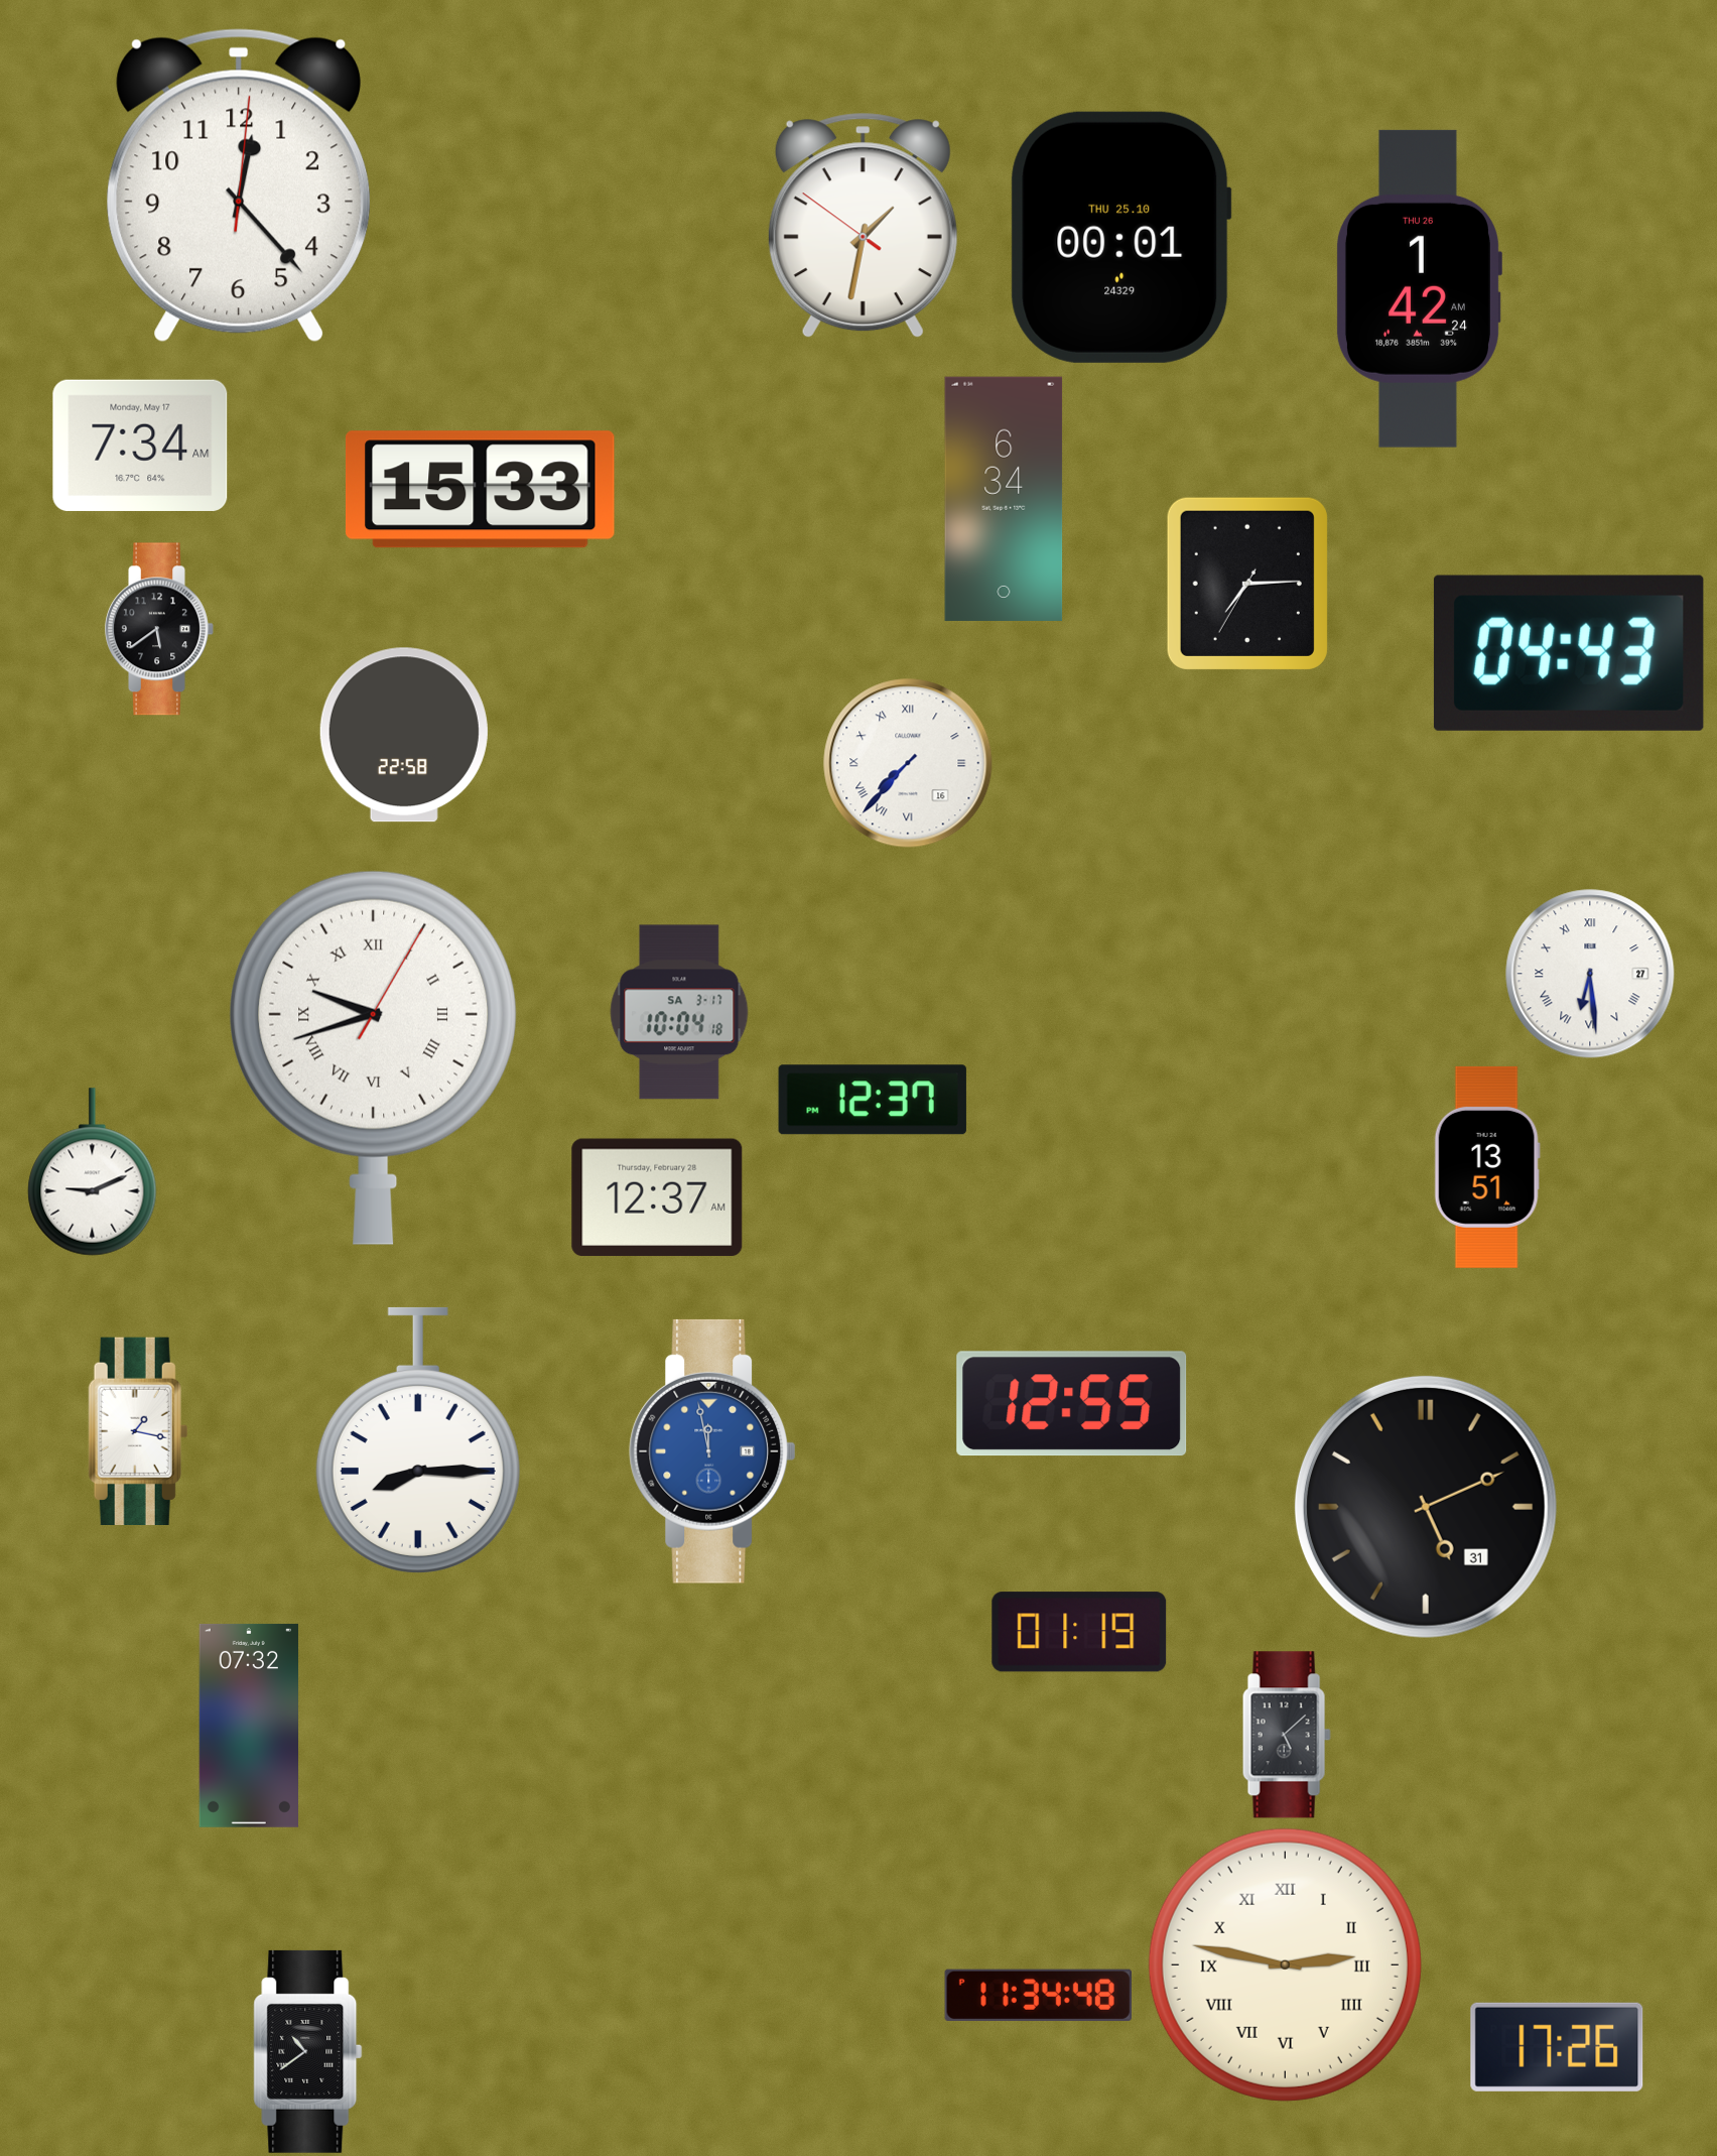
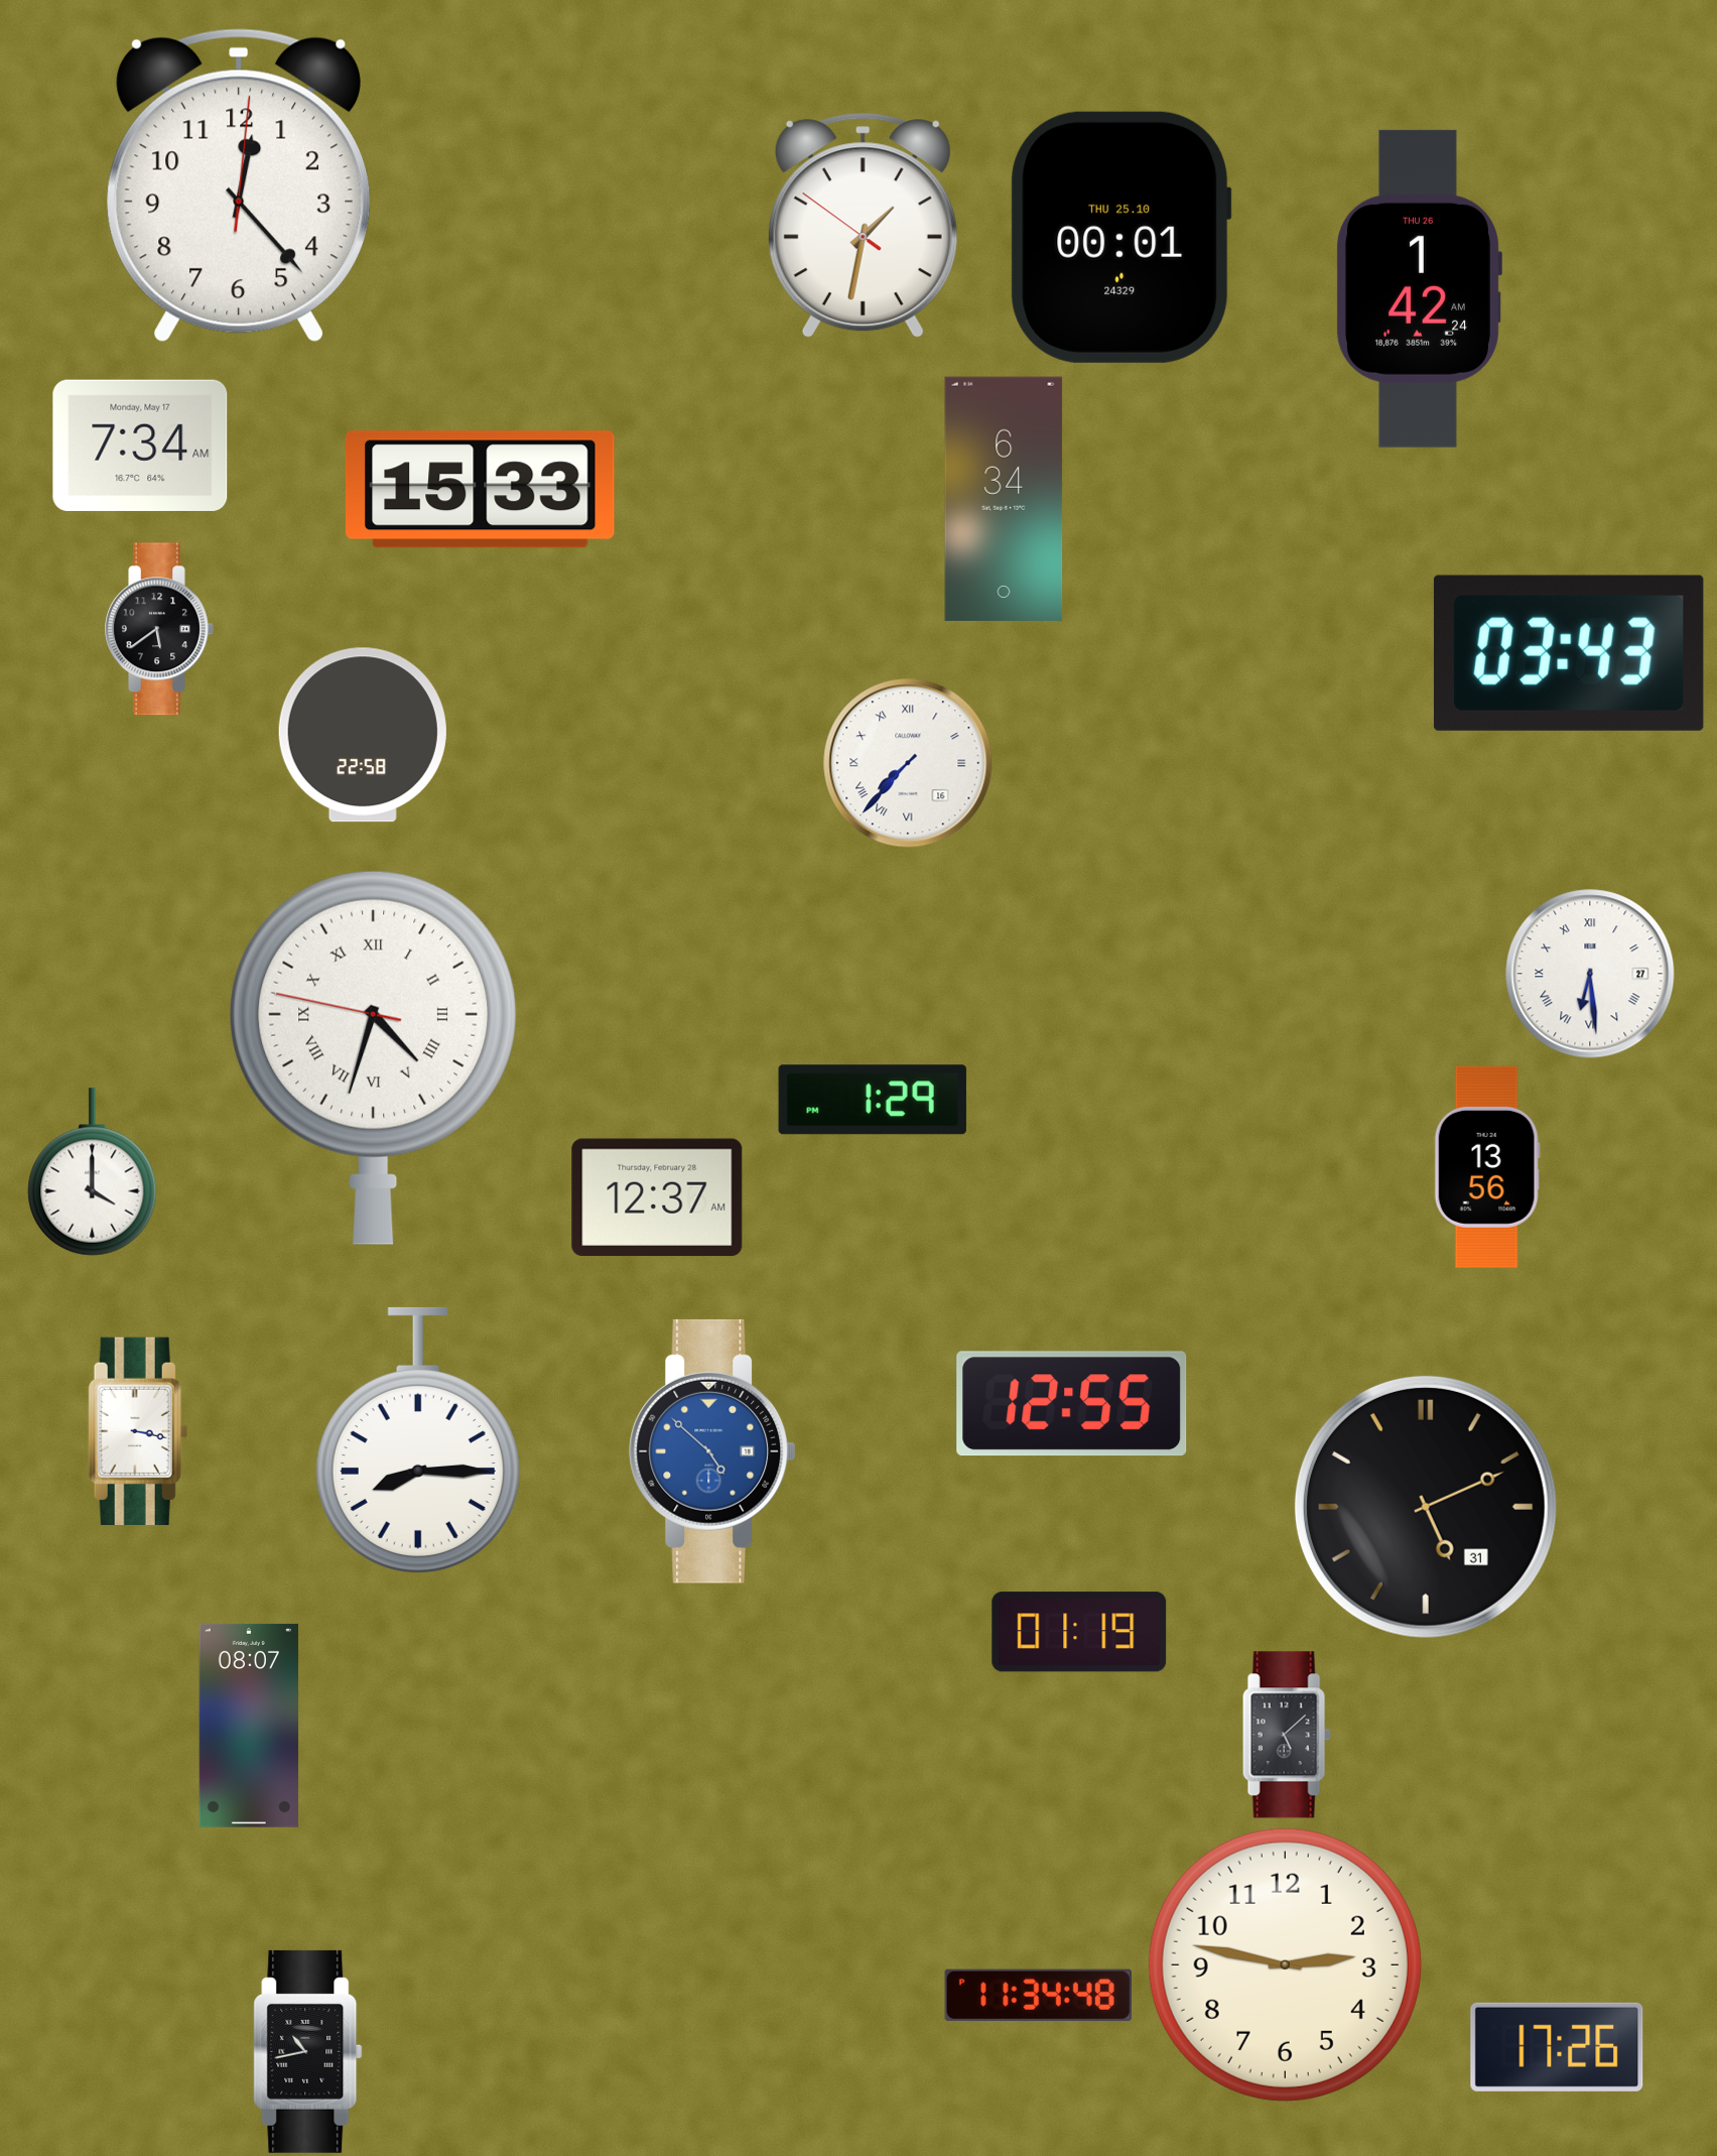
clock at (1247, 584): 7:14 -> none
clock at (1569, 653): 04:43 -> 03:43
clock at (404, 735) position: (404, 735) -> (363, 735)
clock at (679, 1012): 10:04 -> none
clock at (374, 1057): 9:42 -> 4:32
clock at (873, 1100): 12:37 -> 1:29
clock at (1487, 1167): 13:51 -> 13:56
clock at (93, 1172): 9:11 -> 4:00
clock at (138, 1430): 1:17 -> 3:17
clock at (712, 1451): 11:58 -> 4:52
clock at (249, 1726): 07:32 -> 08:07
clock at (1285, 1964) numerals: Roman -> Arabic
clock at (308, 2051): 10:39 -> 10:43
